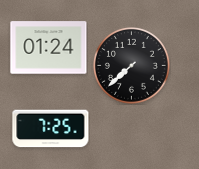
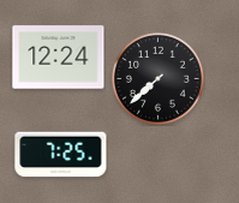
clock at (49, 48): 01:24 -> 12:24
